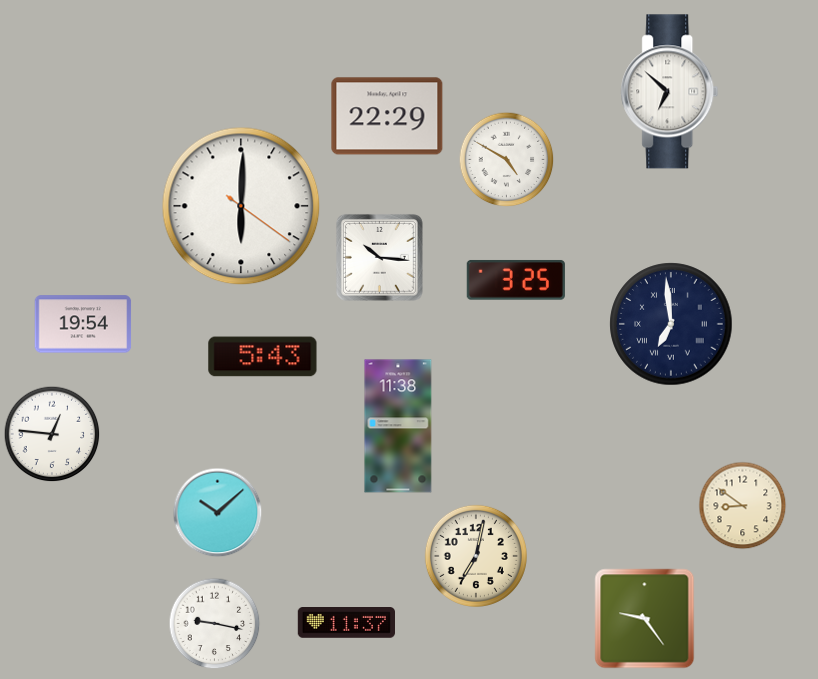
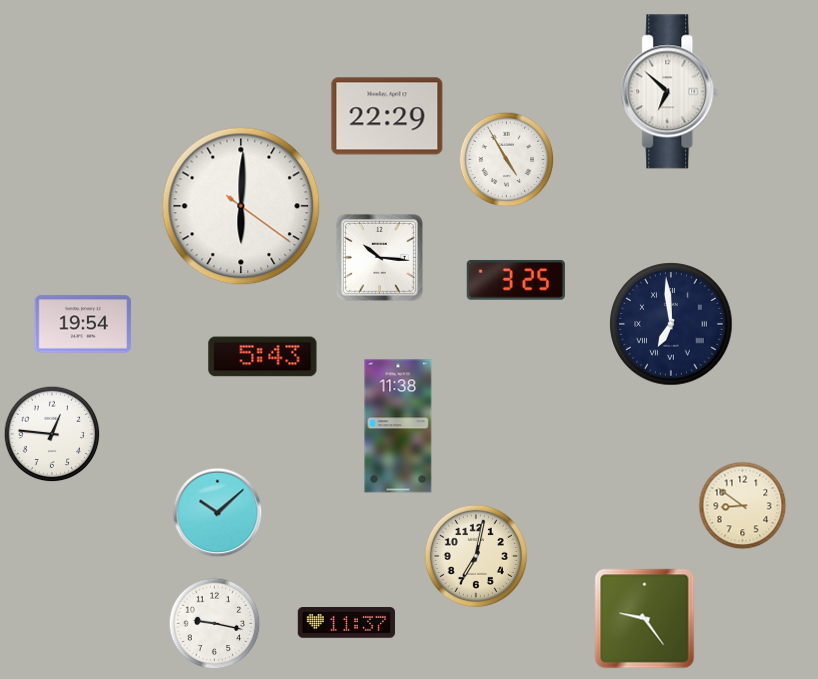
clock at (507, 160): 4:50 -> 4:55
